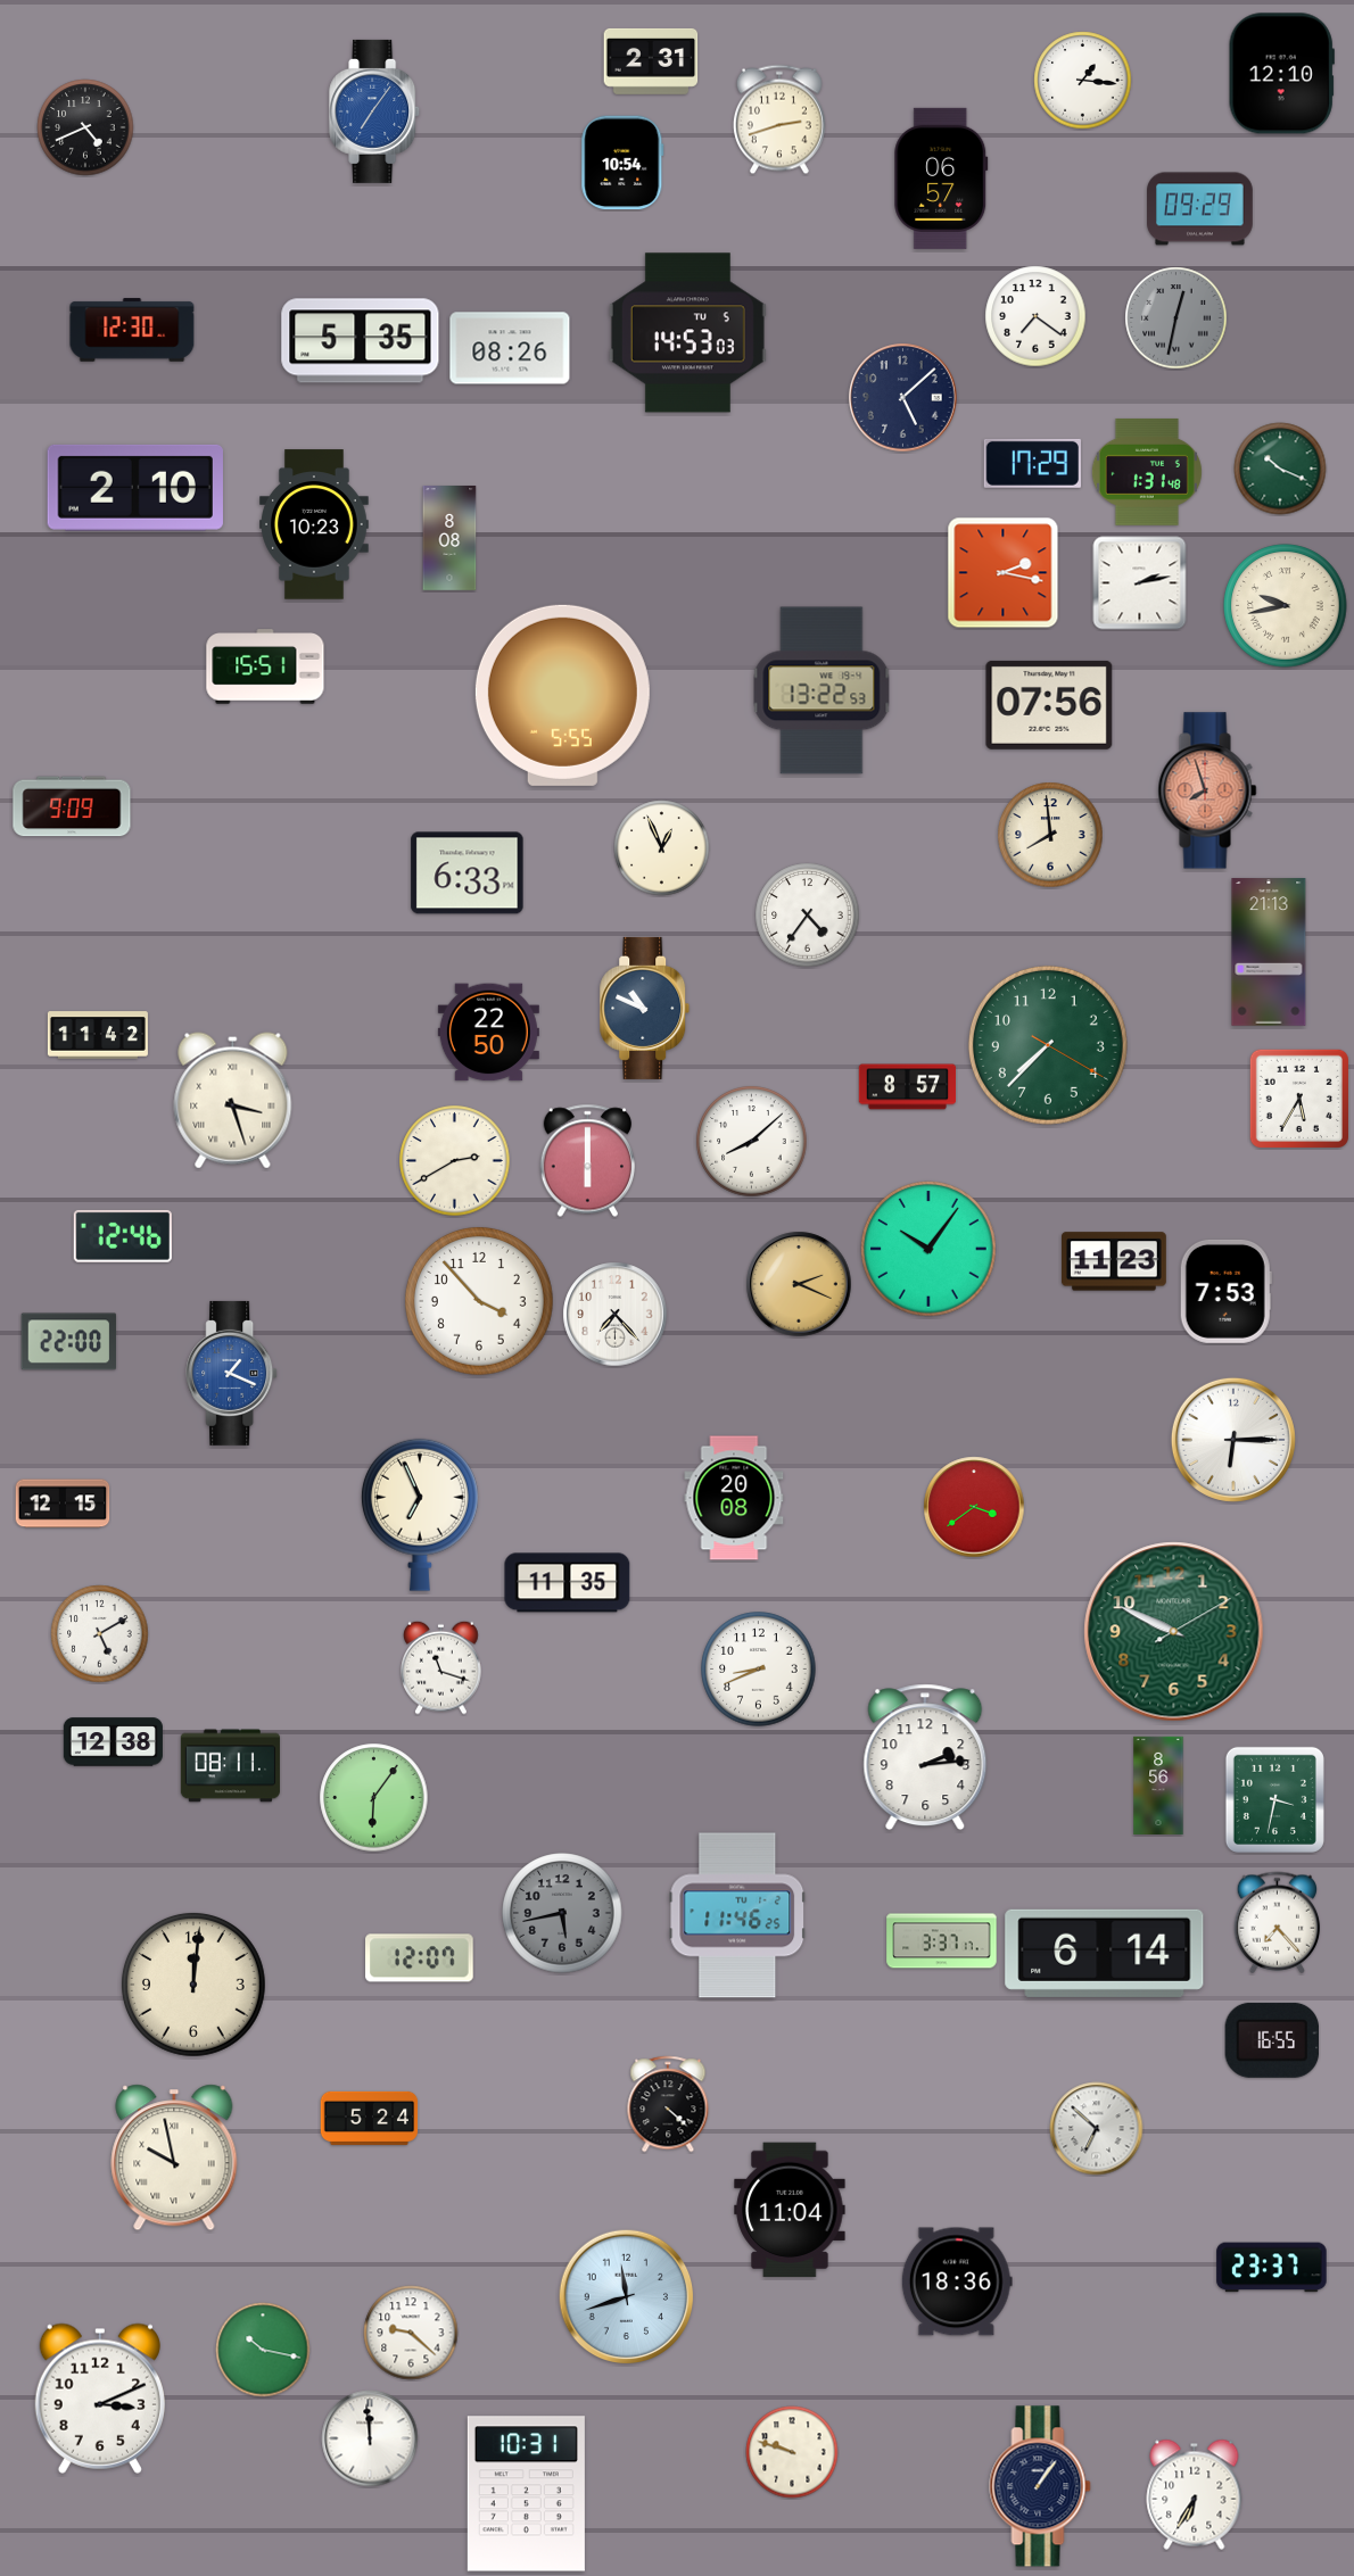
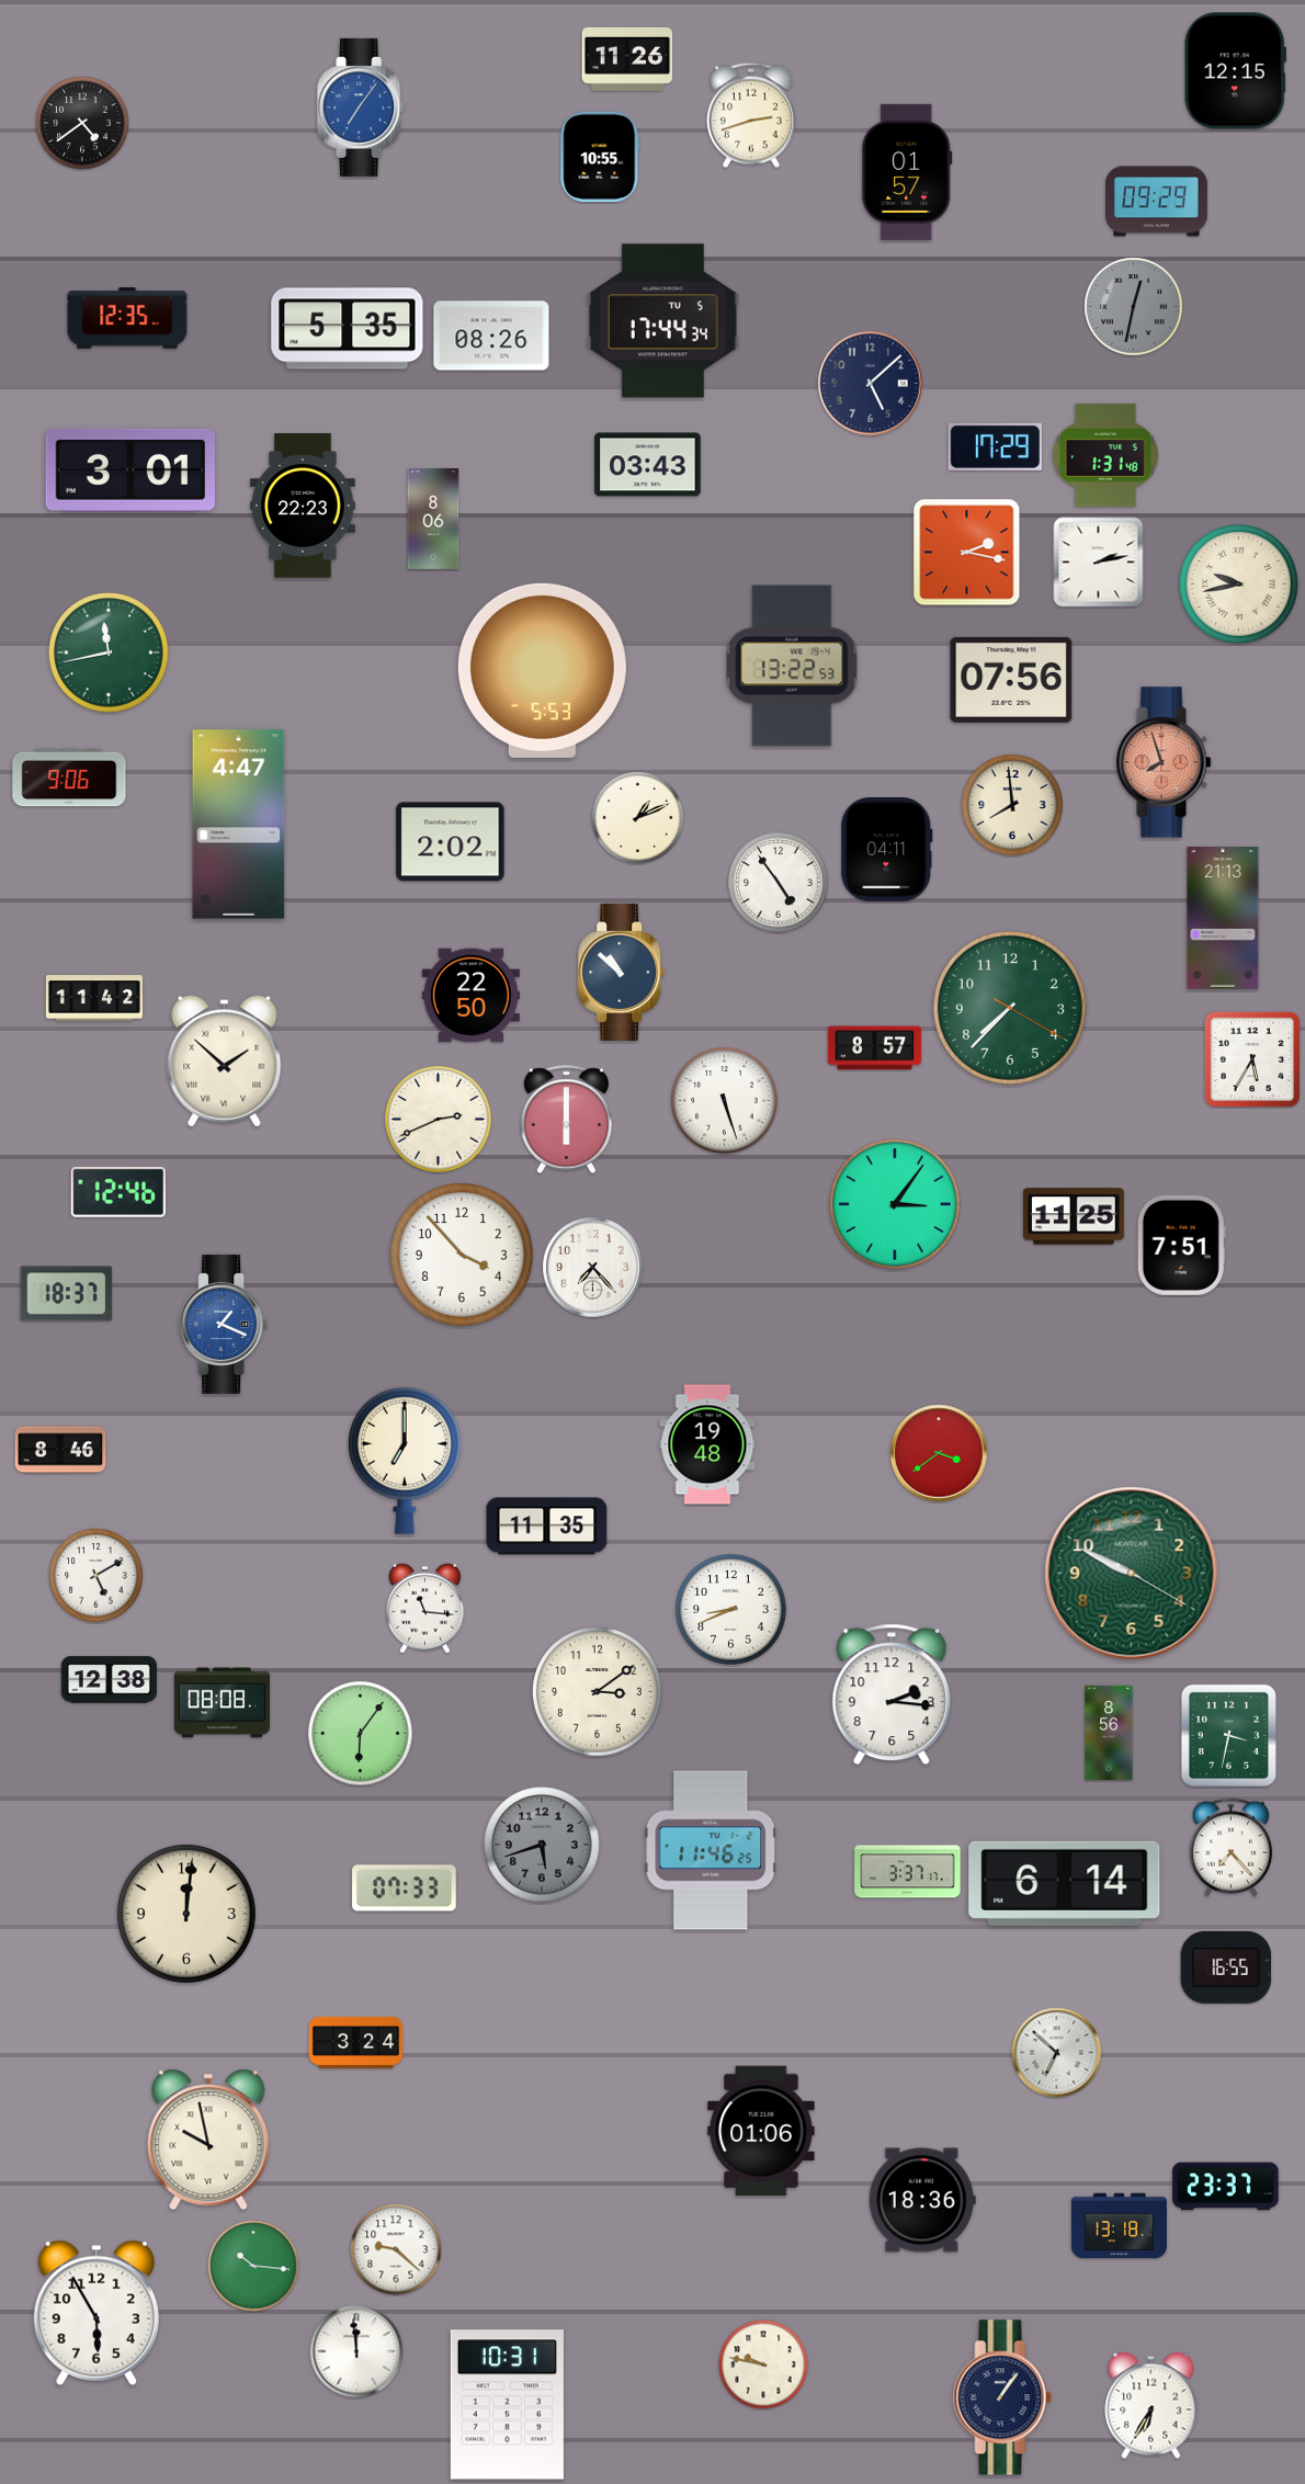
clock at (651, 61): 2:31 -> 11:26
clock at (1281, 74): 12:10 -> 12:15
clock at (1083, 81): 1:16 -> none
clock at (85, 127): 4:41 -> 4:39
clock at (622, 163): 10:54 -> 10:55
clock at (941, 179): 06:57 -> 01:57
clock at (1035, 316): 7:21 -> none
clock at (132, 330): 12:30 -> 12:35
clock at (687, 333): 14:53 -> 17:44
clock at (1280, 469): 10:19 -> none
clock at (648, 465): none -> 03:43
clock at (135, 488): 2:10 -> 3:01
clock at (315, 524): 10:23 -> 22:23
clock at (449, 539): 8:08 -> 8:06
clock at (265, 666): 15:51 -> none
clock at (109, 653): none -> 11:43
clock at (562, 695): 5:55 -> 5:53
clock at (72, 806): 9:09 -> 9:06
clock at (662, 848): 12:56 -> 1:11
clock at (239, 825): none -> 4:47
clock at (468, 873): 6:33 -> 2:02
clock at (887, 850): none -> 04:11
clock at (808, 916): 4:36 -> 4:54
clock at (645, 1008): 10:49 -> 10:52
clock at (233, 1101): 3:27 -> 1:52
clock at (752, 1142): 8:08 -> 5:27
clock at (455, 1161): 2:40 -> 2:41
clock at (930, 1250): 10:06 -> 3:06
clock at (1114, 1261): 11:23 -> 11:25
clock at (799, 1284): 2:19 -> none
clock at (1225, 1291): 7:53 -> 7:51
clock at (69, 1342): 22:00 -> 18:37
clock at (1233, 1440): 6:15 -> none
clock at (734, 1498): 20:08 -> 19:48
clock at (63, 1504): 12:15 -> 8:46
clock at (420, 1515): 6:56 -> 7:00
clock at (1174, 1632): 9:49:10 -> 9:49:20
clock at (441, 1667): 11:18 -> 11:16
clock at (598, 1692): none -> 3:09
clock at (925, 1757): 2:14 -> 2:16
clock at (230, 1766): 08:11 -> 08:08
clock at (1158, 1784) position: (1158, 1784) -> (1109, 1732)
clock at (562, 1913): 5:43 -> 5:42
clock at (737, 1915) position: (737, 1915) -> (711, 1850)
clock at (1277, 1923) position: (1277, 1923) -> (1230, 1848)
clock at (420, 1958): 12:07 -> 07:33
clock at (668, 2104): 4:22 -> none
clock at (370, 2118): 5:24 -> 3:24
clock at (174, 2157) position: (174, 2157) -> (208, 2140)
clock at (790, 2210): 11:04 -> 01:06
clock at (627, 2297): 11:42 -> none
clock at (1119, 2226): none -> 13:18
clock at (263, 2350): 10:17 -> 10:16
clock at (100, 2399): 3:11 -> 5:55
clock at (792, 2452): 9:48 -> 9:47
